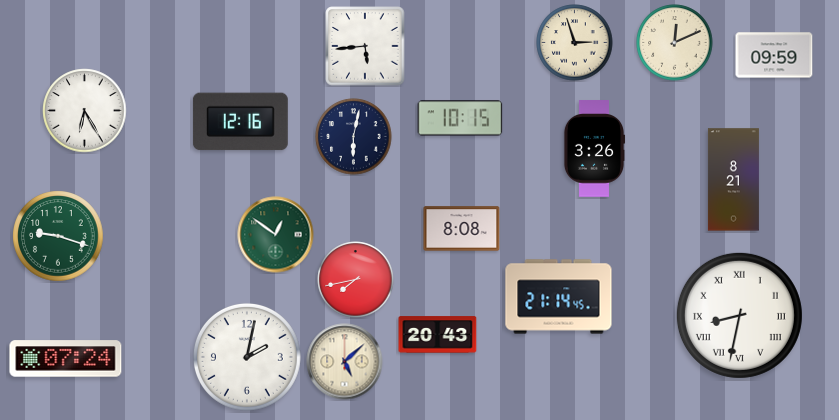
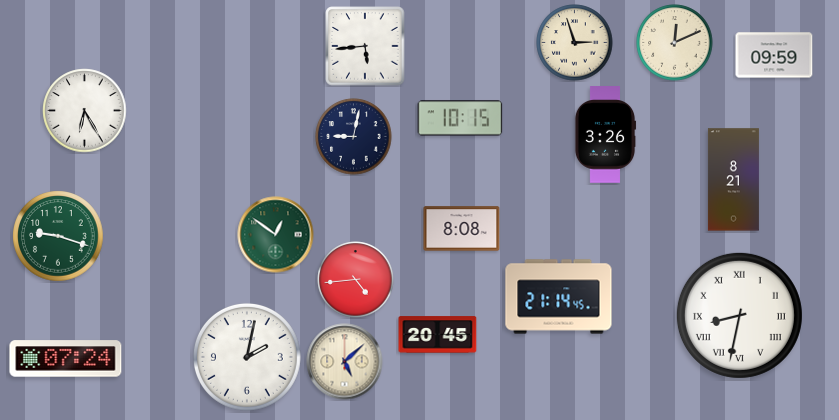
clock at (240, 122): 12:16 -> none
clock at (354, 137): 6:02 -> 9:02
clock at (594, 149) position: (594, 149) -> (605, 135)
clock at (356, 280): 7:43 -> 4:44
clock at (438, 335): 20:43 -> 20:45
